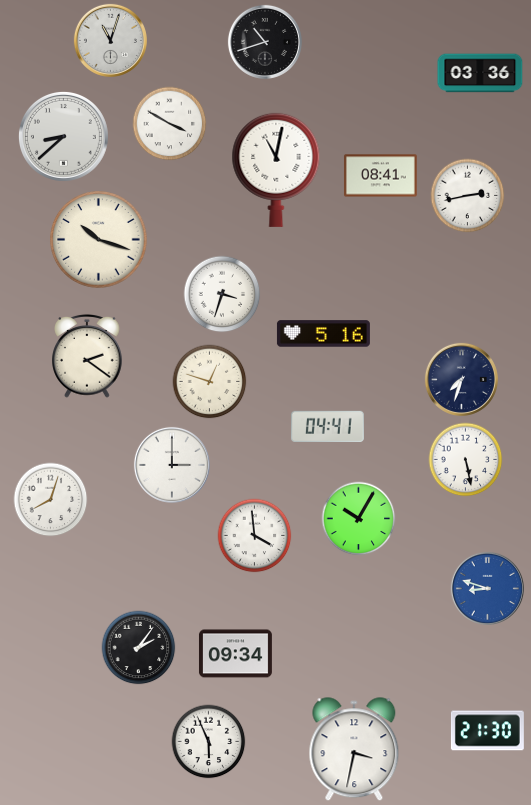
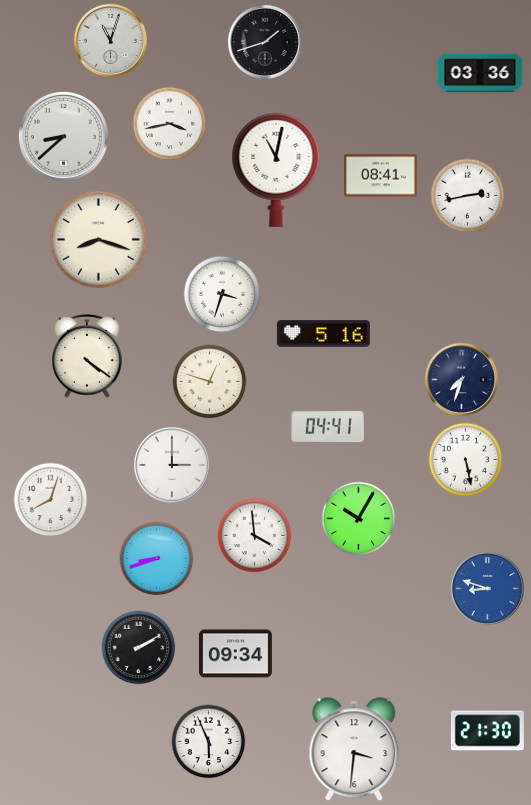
clock at (265, 42): 10:42 -> 1:42
clock at (170, 124): 3:50 -> 3:43
clock at (99, 240): 10:18 -> 8:18
clock at (87, 356): 2:21 -> 4:21
clock at (157, 559): none -> 8:42
clock at (139, 648): 2:06 -> 2:10
clock at (354, 750): 3:32 -> 3:31
